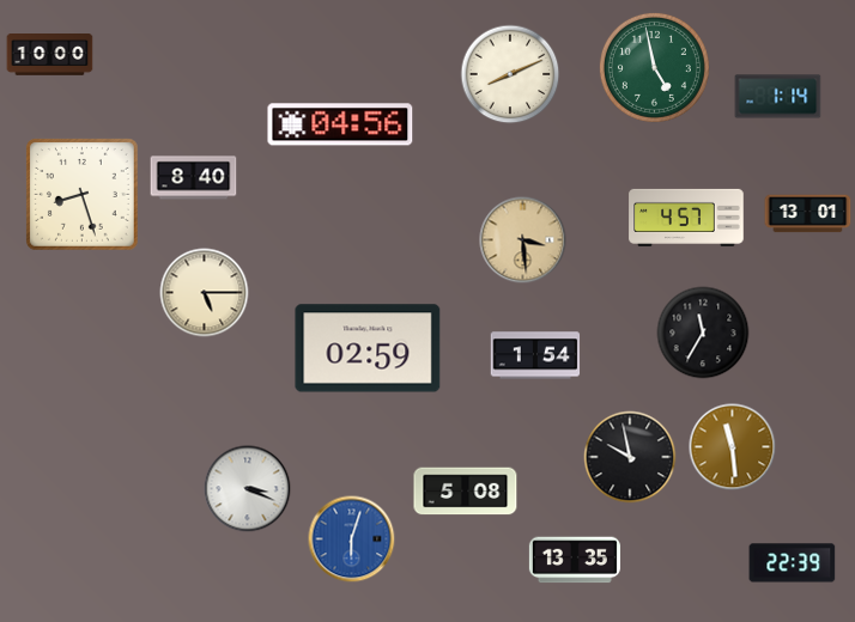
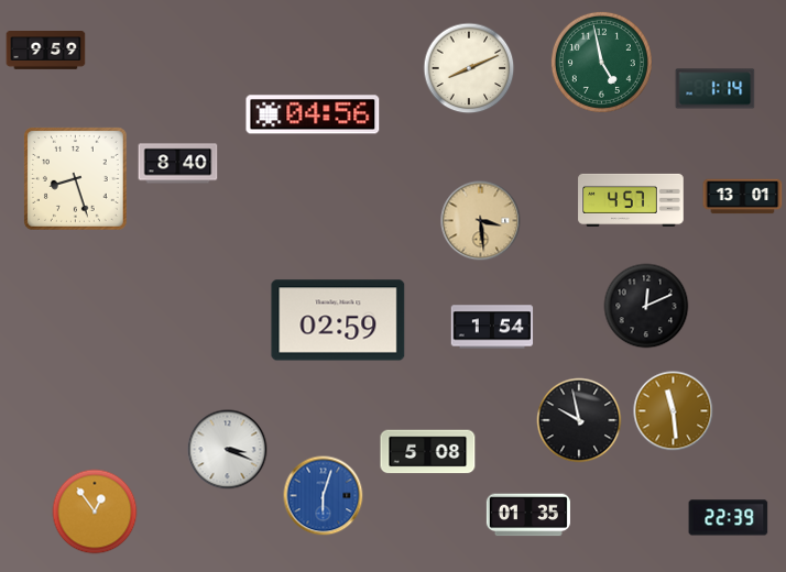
clock at (50, 55): 10:00 -> 9:59
clock at (205, 293): 5:15 -> none
clock at (703, 333): 11:35 -> 12:11
clock at (95, 512): none -> 12:54
clock at (575, 560): 13:35 -> 01:35
